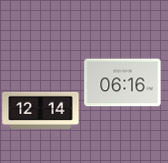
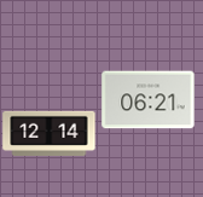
clock at (123, 83): 06:16 -> 06:21
